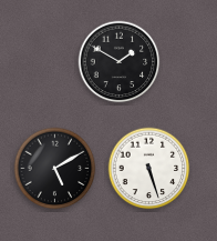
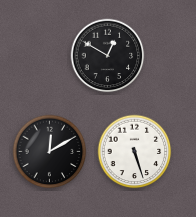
clock at (120, 62): 1:50 -> 12:50
clock at (55, 169): 5:10 -> 12:10
